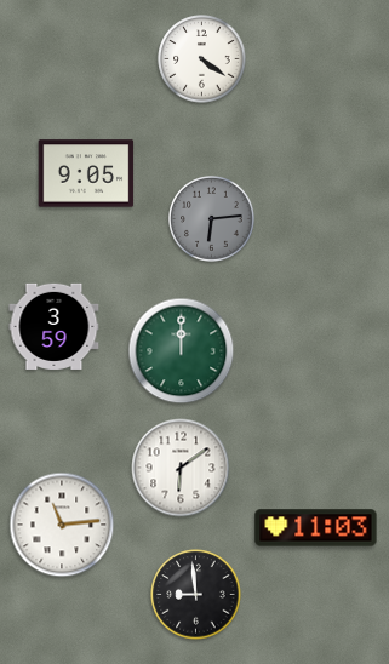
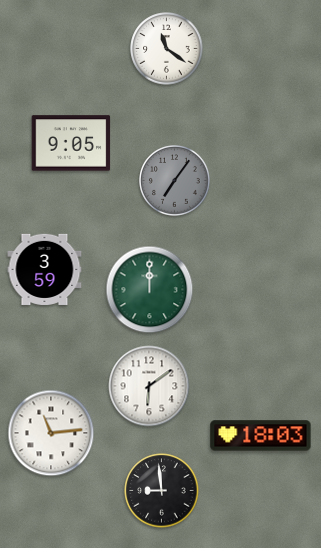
clock at (202, 59): 4:21 -> 11:21
clock at (212, 219): 6:14 -> 7:06
clock at (316, 528): 11:03 -> 18:03
